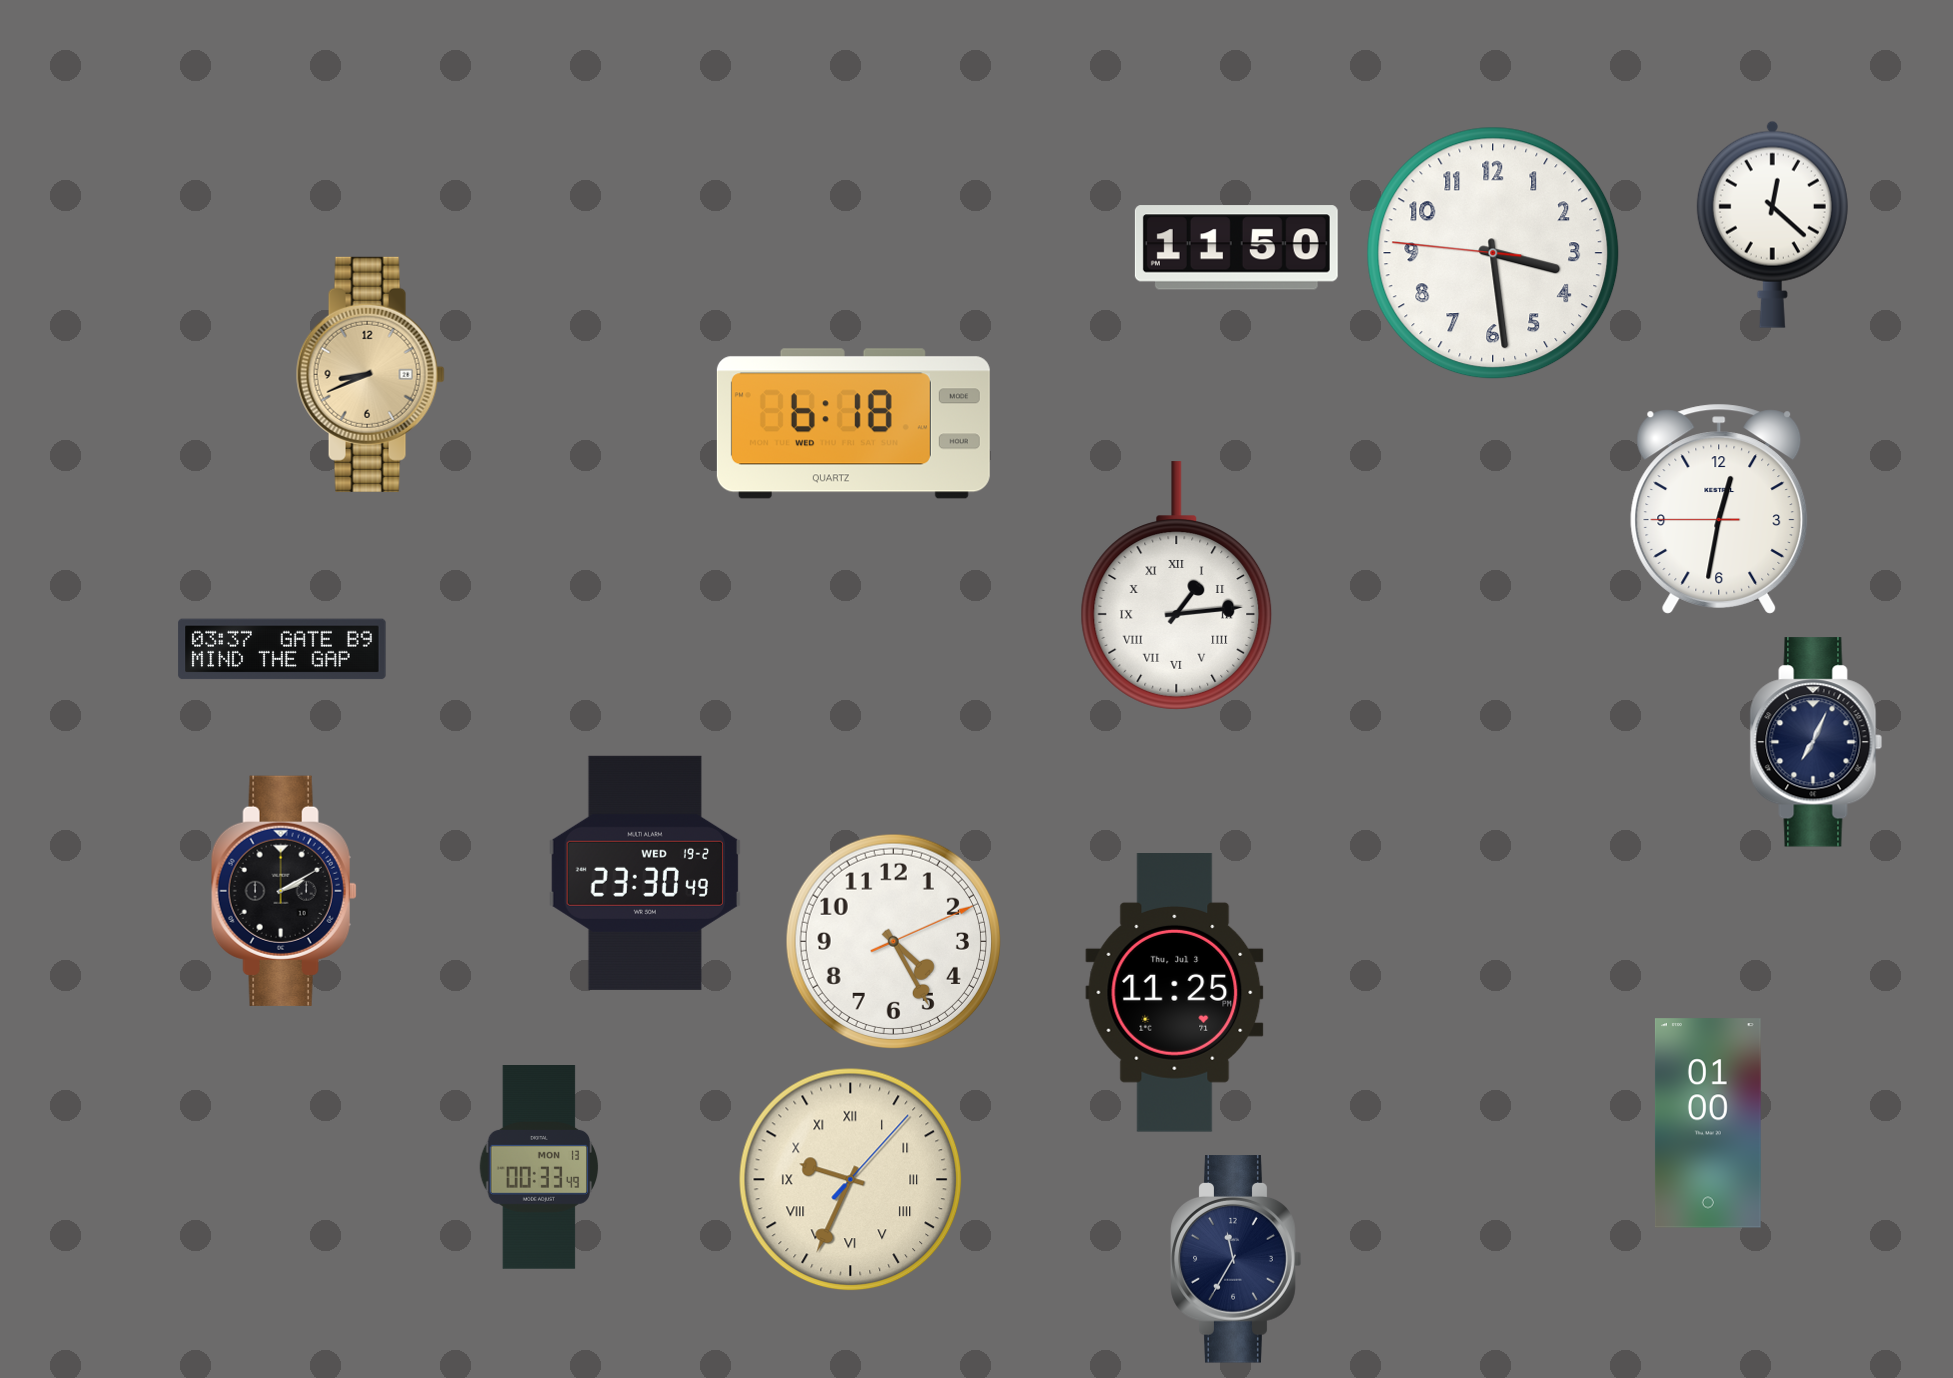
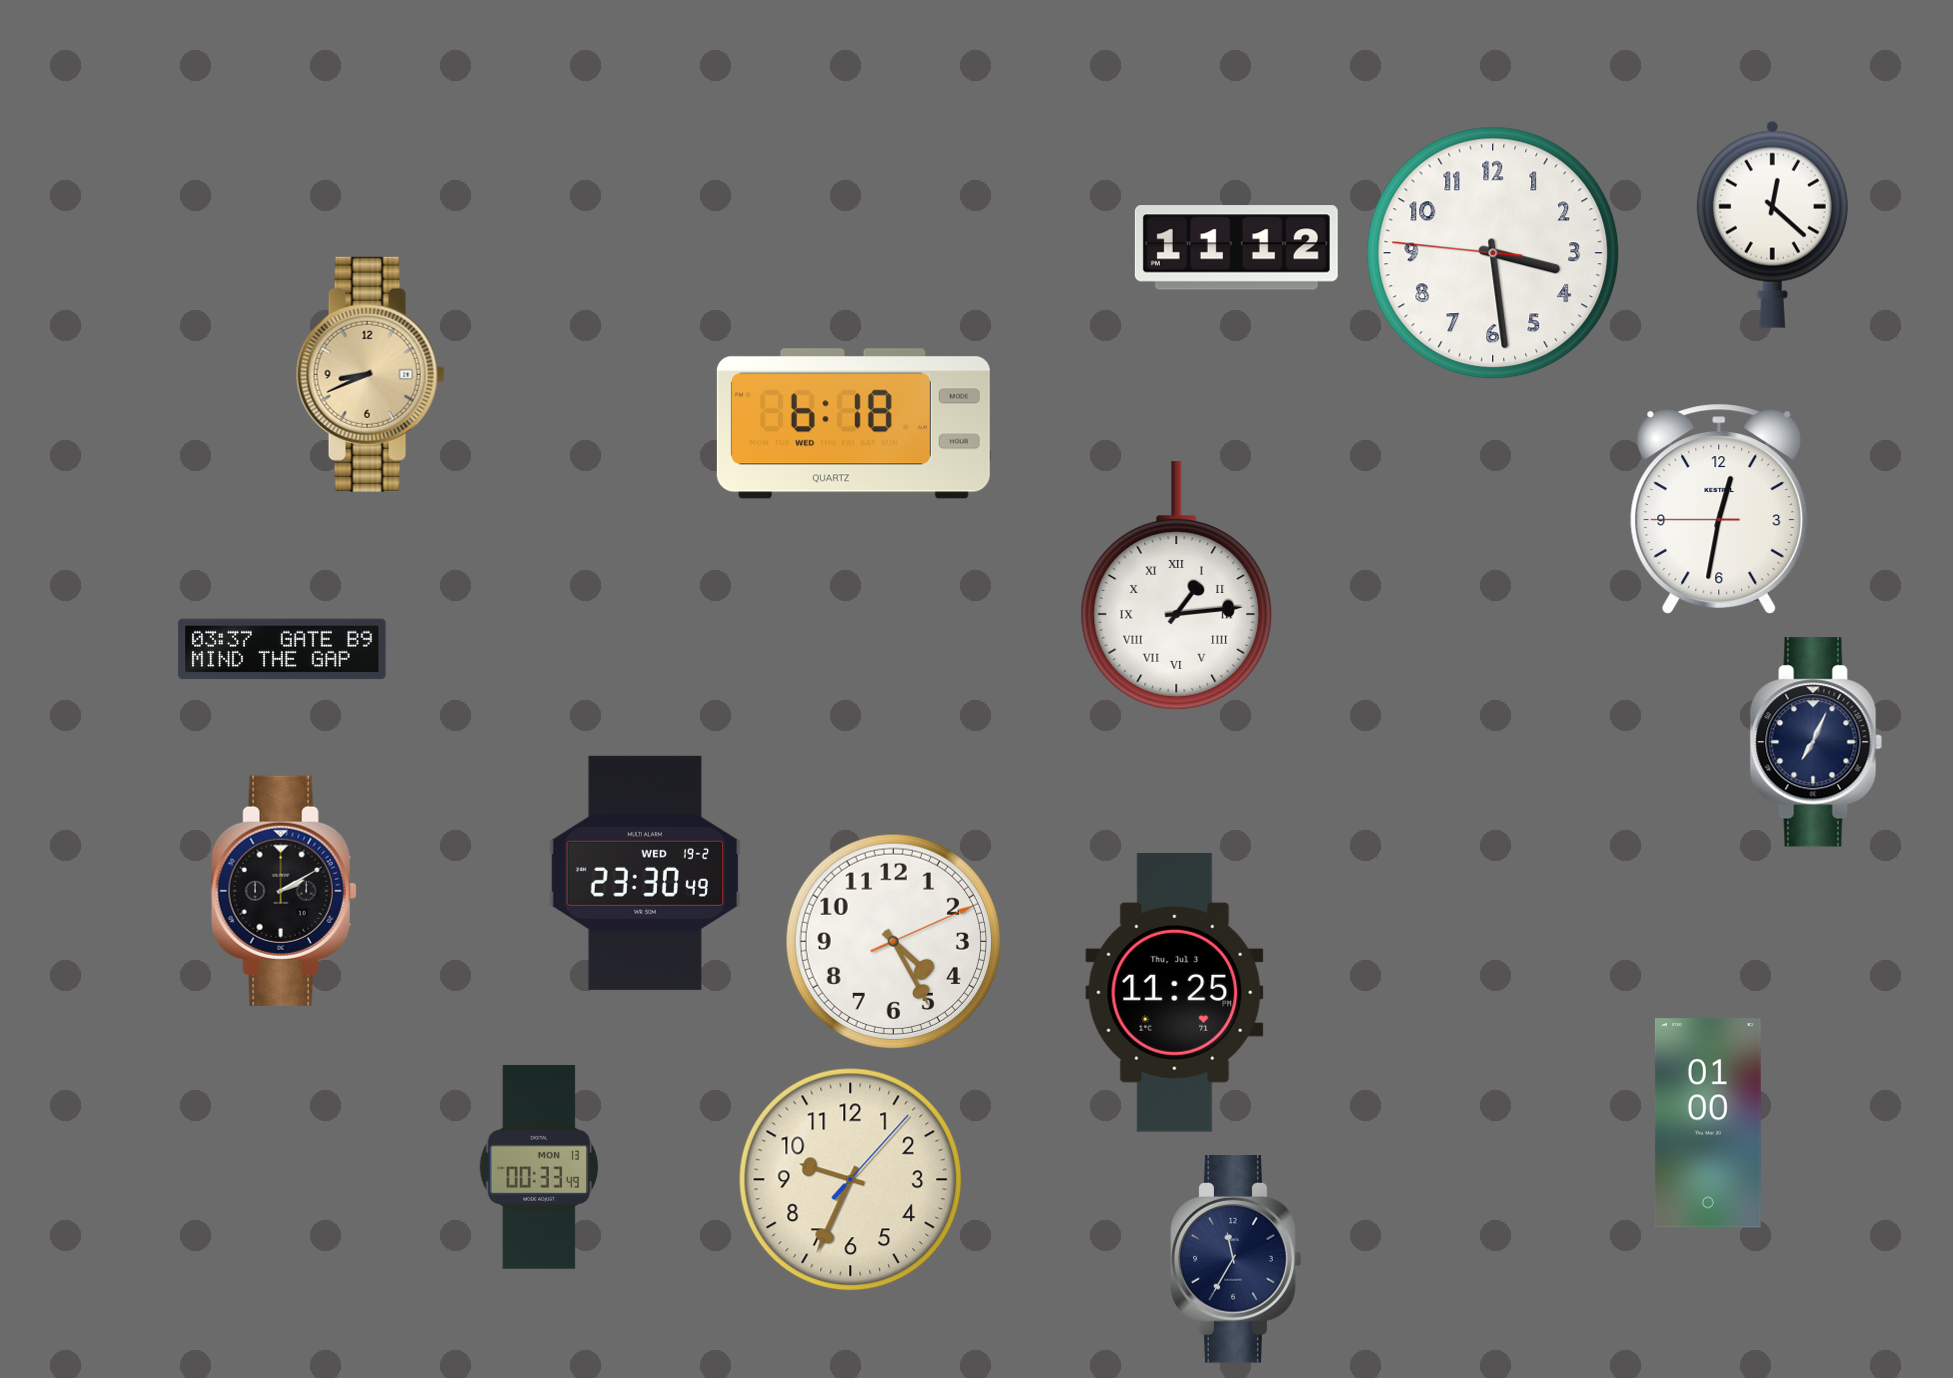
clock at (1236, 248): 11:50 -> 11:12
clock at (851, 1180) numerals: Roman -> Arabic
